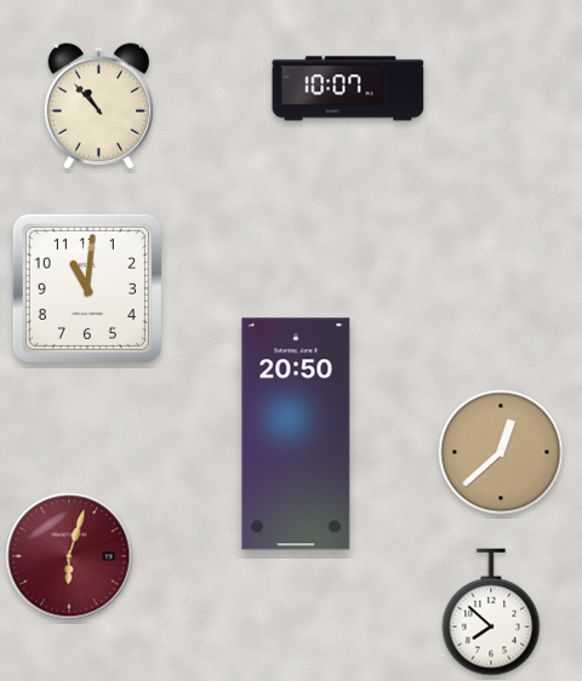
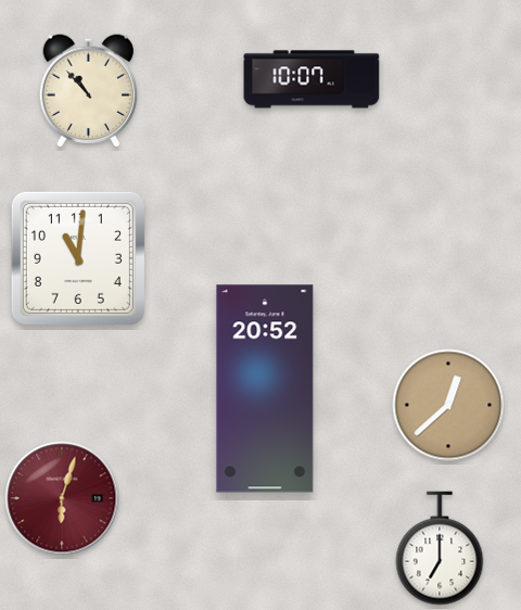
clock at (99, 107) position: (99, 107) -> (89, 91)
clock at (296, 434): 20:50 -> 20:52
clock at (491, 612): 7:52 -> 7:00
